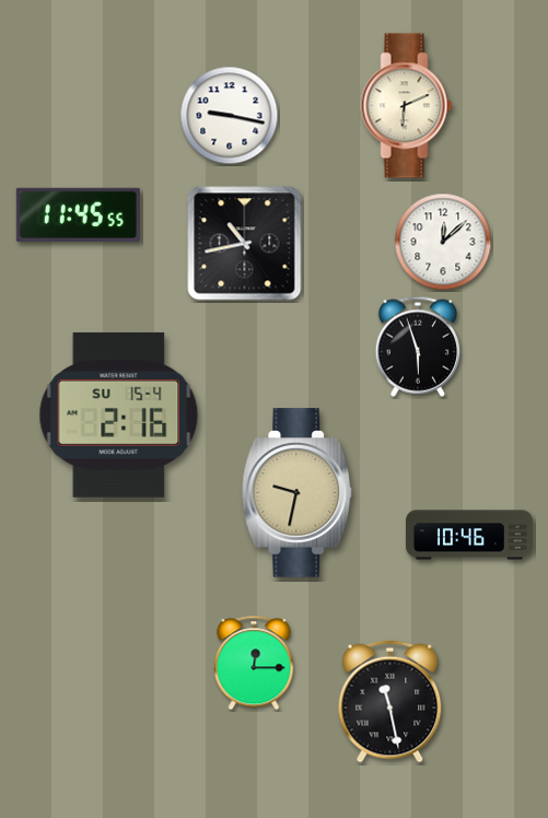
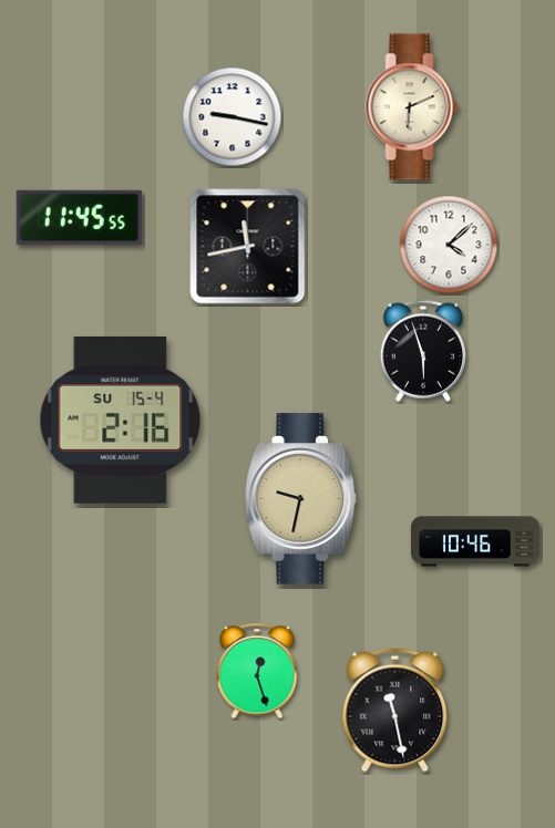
clock at (443, 242): 12:08 -> 4:08
clock at (245, 244): 10:43 -> 11:43
clock at (254, 663): 12:15 -> 12:27
